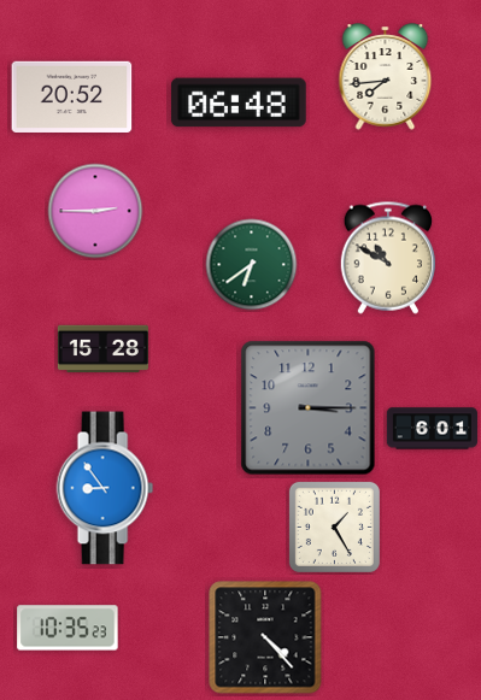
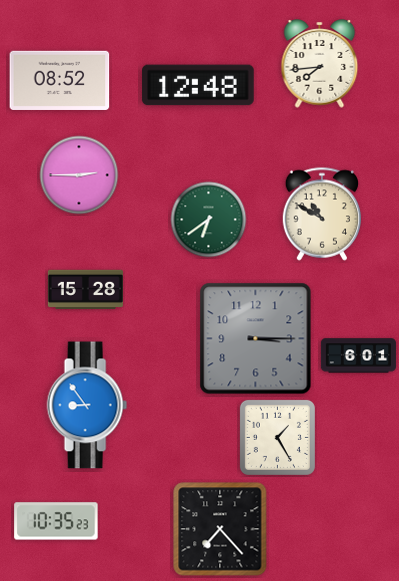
clock at (72, 96): 20:52 -> 08:52
clock at (239, 102): 06:48 -> 12:48
clock at (265, 637): 4:23 -> 7:23
